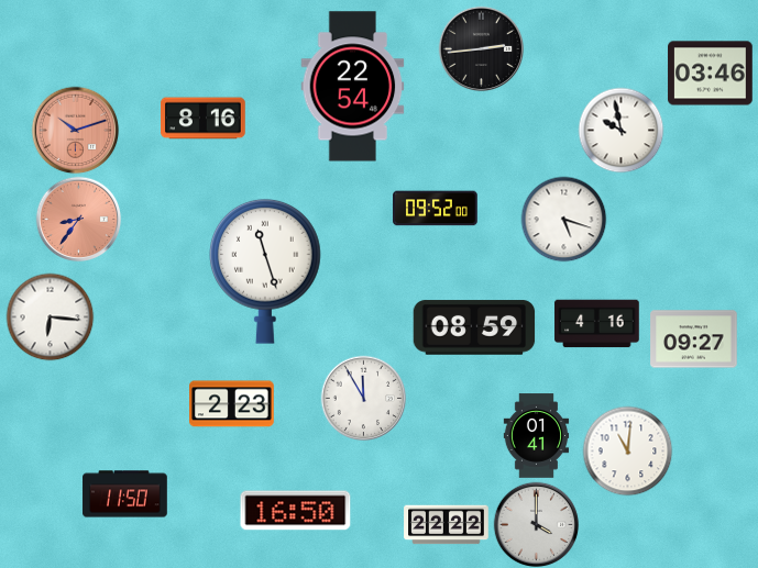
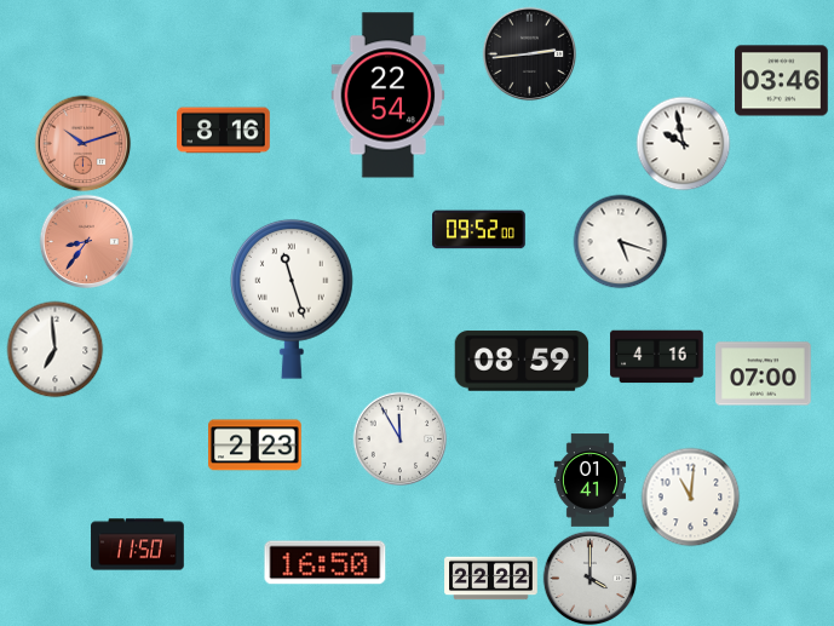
clock at (50, 316): 6:16 -> 6:59
clock at (694, 339): 09:27 -> 07:00
